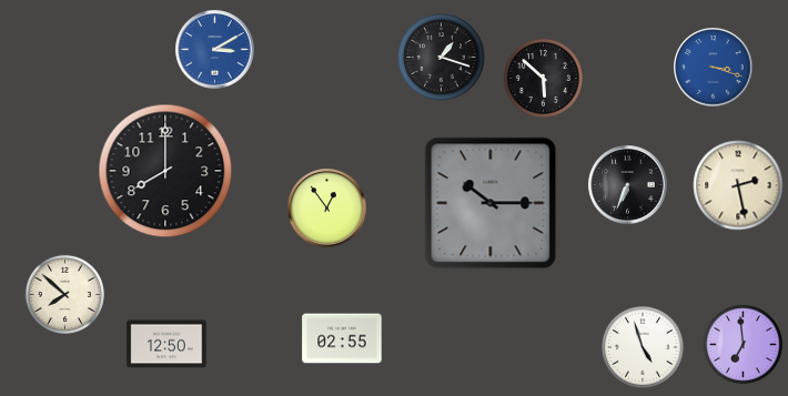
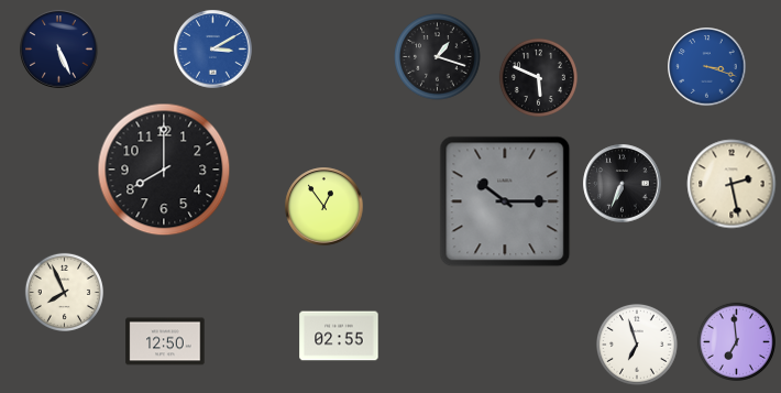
clock at (59, 50): none -> 5:26
clock at (543, 78): 5:52 -> 5:49
clock at (491, 203) position: (491, 203) -> (505, 201)
clock at (64, 294): 7:52 -> 7:56
clock at (643, 347): 4:57 -> 6:57
